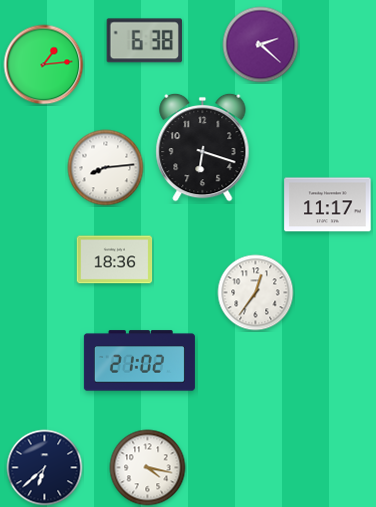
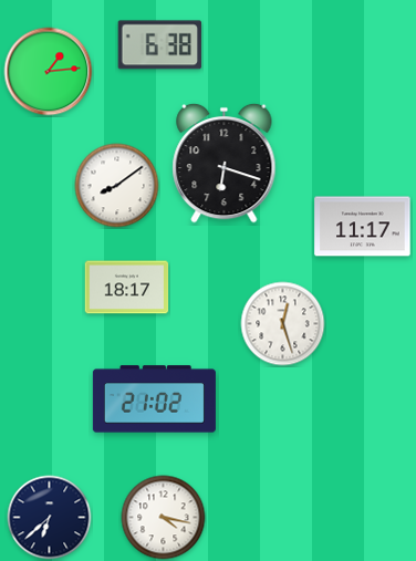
clock at (261, 45): 2:22 -> none
clock at (106, 168): 8:14 -> 8:09
clock at (115, 260): 18:36 -> 18:17
clock at (256, 293): 12:36 -> 12:27
